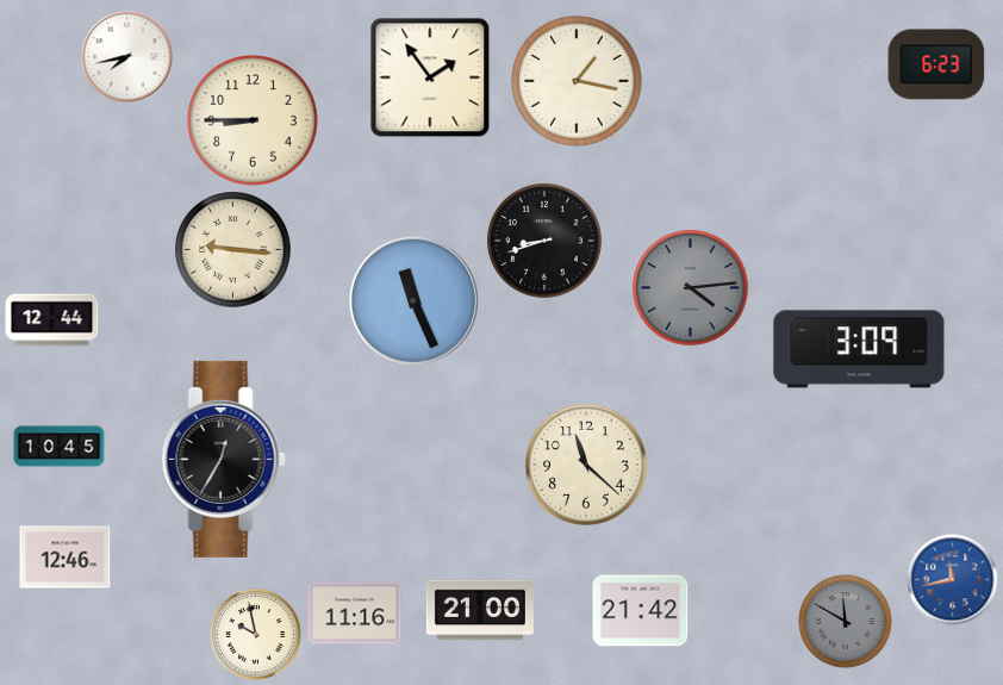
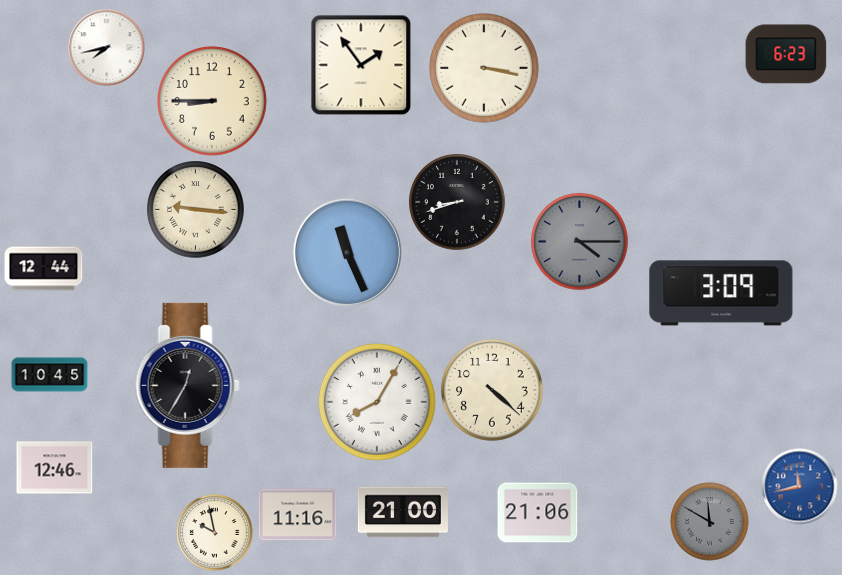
clock at (578, 82): 1:17 -> 3:17
clock at (691, 288): 4:14 -> 4:15
clock at (586, 465): 11:22 -> 4:22
clock at (377, 402): none -> 8:05
clock at (641, 611): 21:42 -> 21:06
